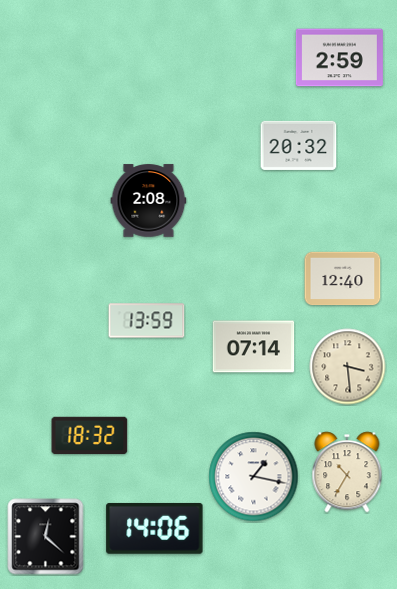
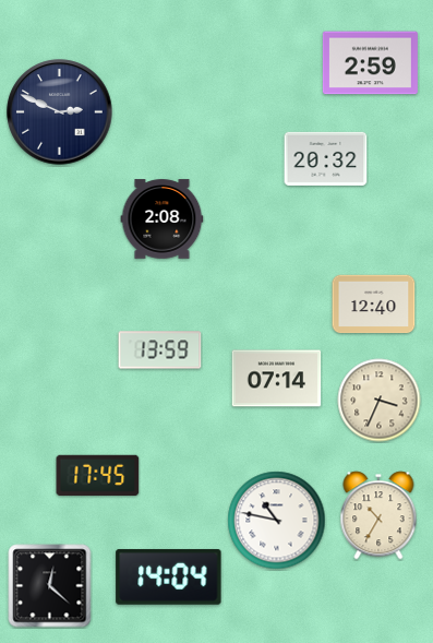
clock at (60, 112): none -> 2:49
clock at (348, 367): 3:29 -> 3:34
clock at (90, 435): 18:32 -> 17:45
clock at (254, 477): 1:17 -> 10:47
clock at (155, 528): 14:06 -> 14:04
